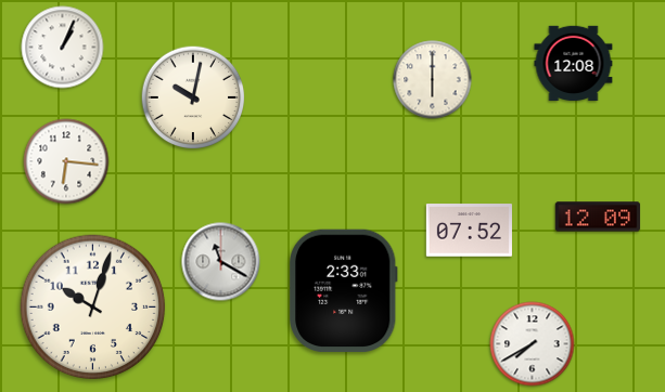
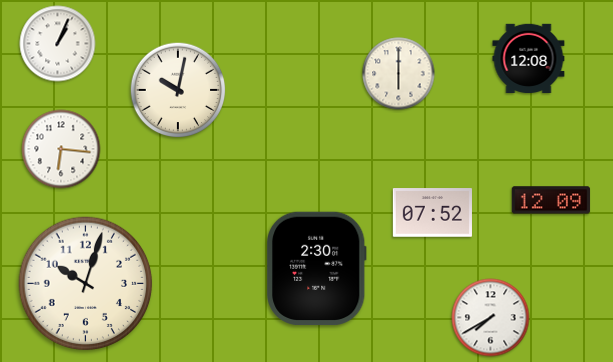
clock at (221, 262): 11:20 -> none
clock at (343, 291): 2:33 -> 2:30
